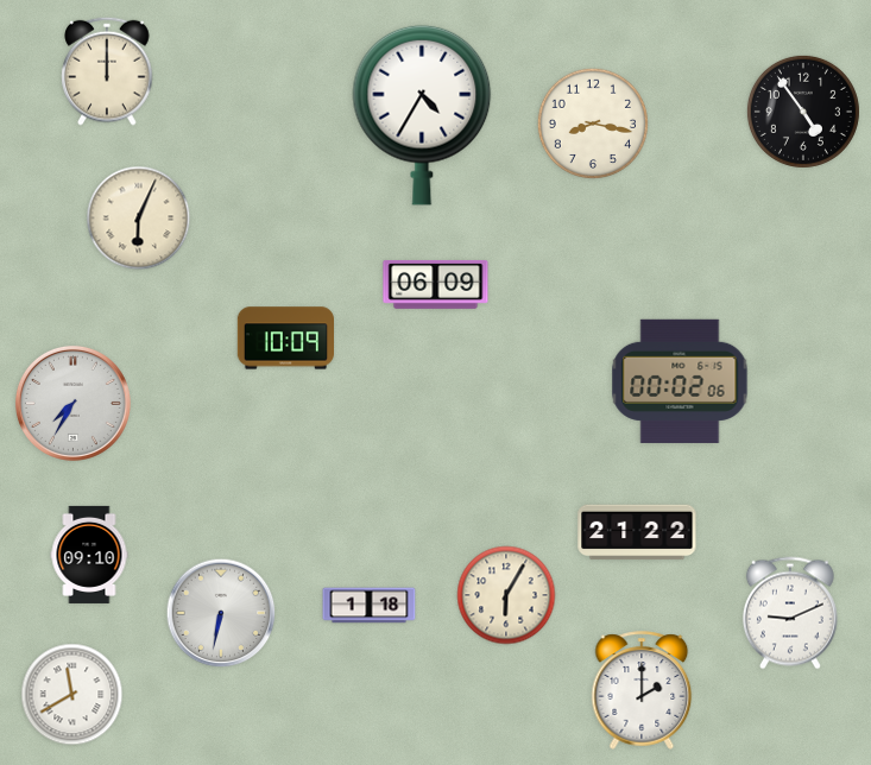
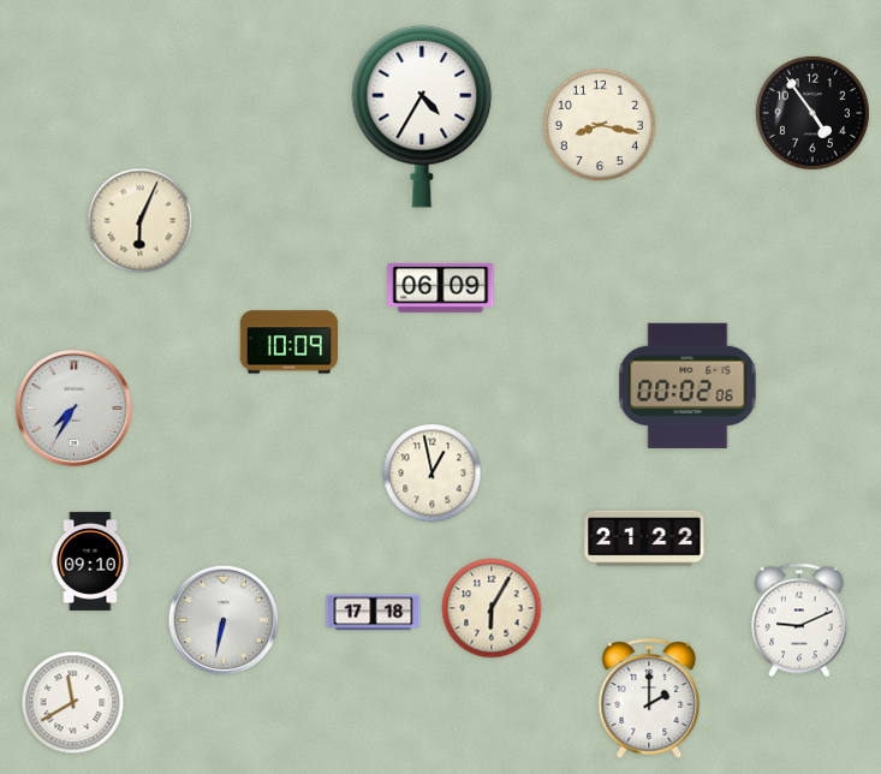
clock at (107, 71): 12:00 -> none
clock at (422, 115) position: (422, 115) -> (422, 117)
clock at (433, 474): none -> 12:58
clock at (506, 595) position: (506, 595) -> (492, 608)
clock at (370, 606): 1:18 -> 17:18
